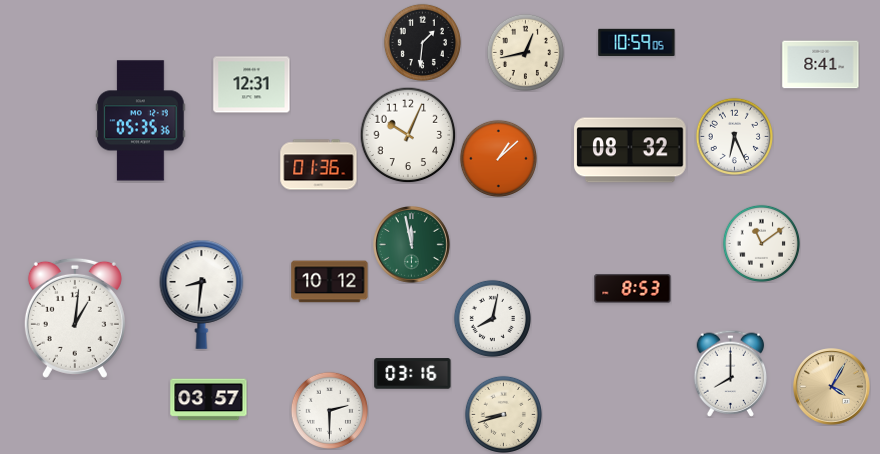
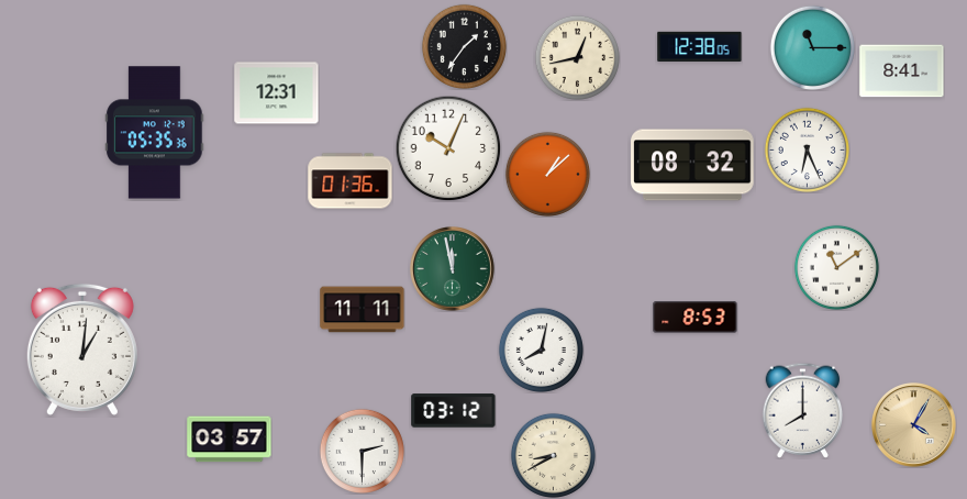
clock at (422, 42): 1:31 -> 1:36
clock at (637, 42): 10:59 -> 12:38
clock at (812, 47): none -> 11:15
clock at (330, 282): 10:12 -> 11:11
clock at (202, 294): 8:31 -> none
clock at (413, 374): 03:16 -> 03:12
clock at (503, 414): 8:42 -> 8:40
